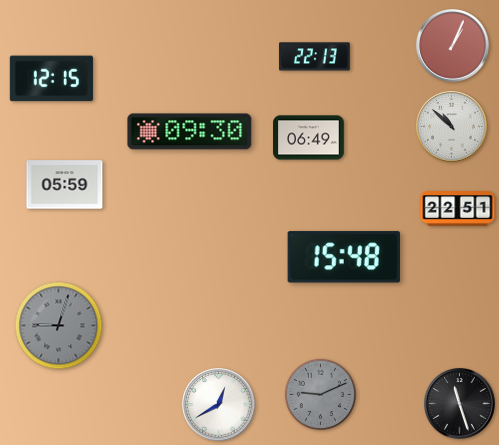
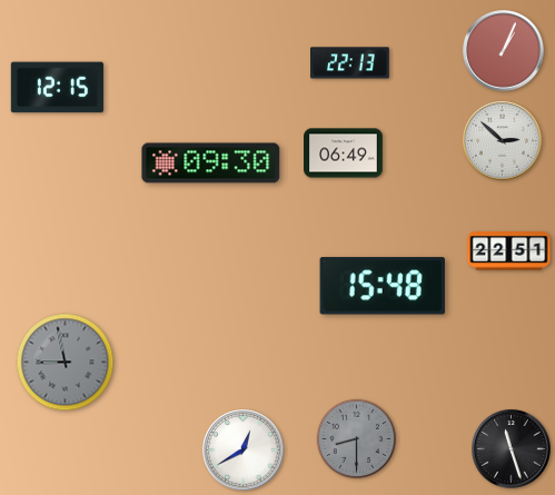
clock at (452, 127): 10:52 -> 2:52
clock at (190, 132) position: (190, 132) -> (211, 164)
clock at (65, 185): 05:59 -> none
clock at (458, 209) position: (458, 209) -> (509, 251)
clock at (59, 326): 9:03 -> 8:58
clock at (320, 394): 9:11 -> 8:30
